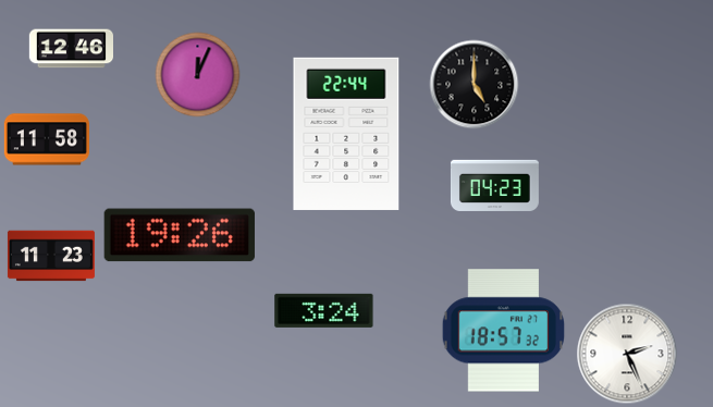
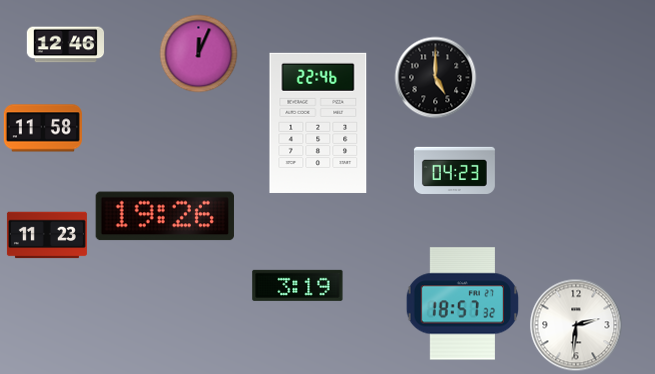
clock at (198, 75) position: (198, 75) -> (199, 54)
clock at (346, 134): 22:44 -> 22:46
clock at (324, 310): 3:24 -> 3:19
clock at (627, 354): 2:26 -> 2:31
